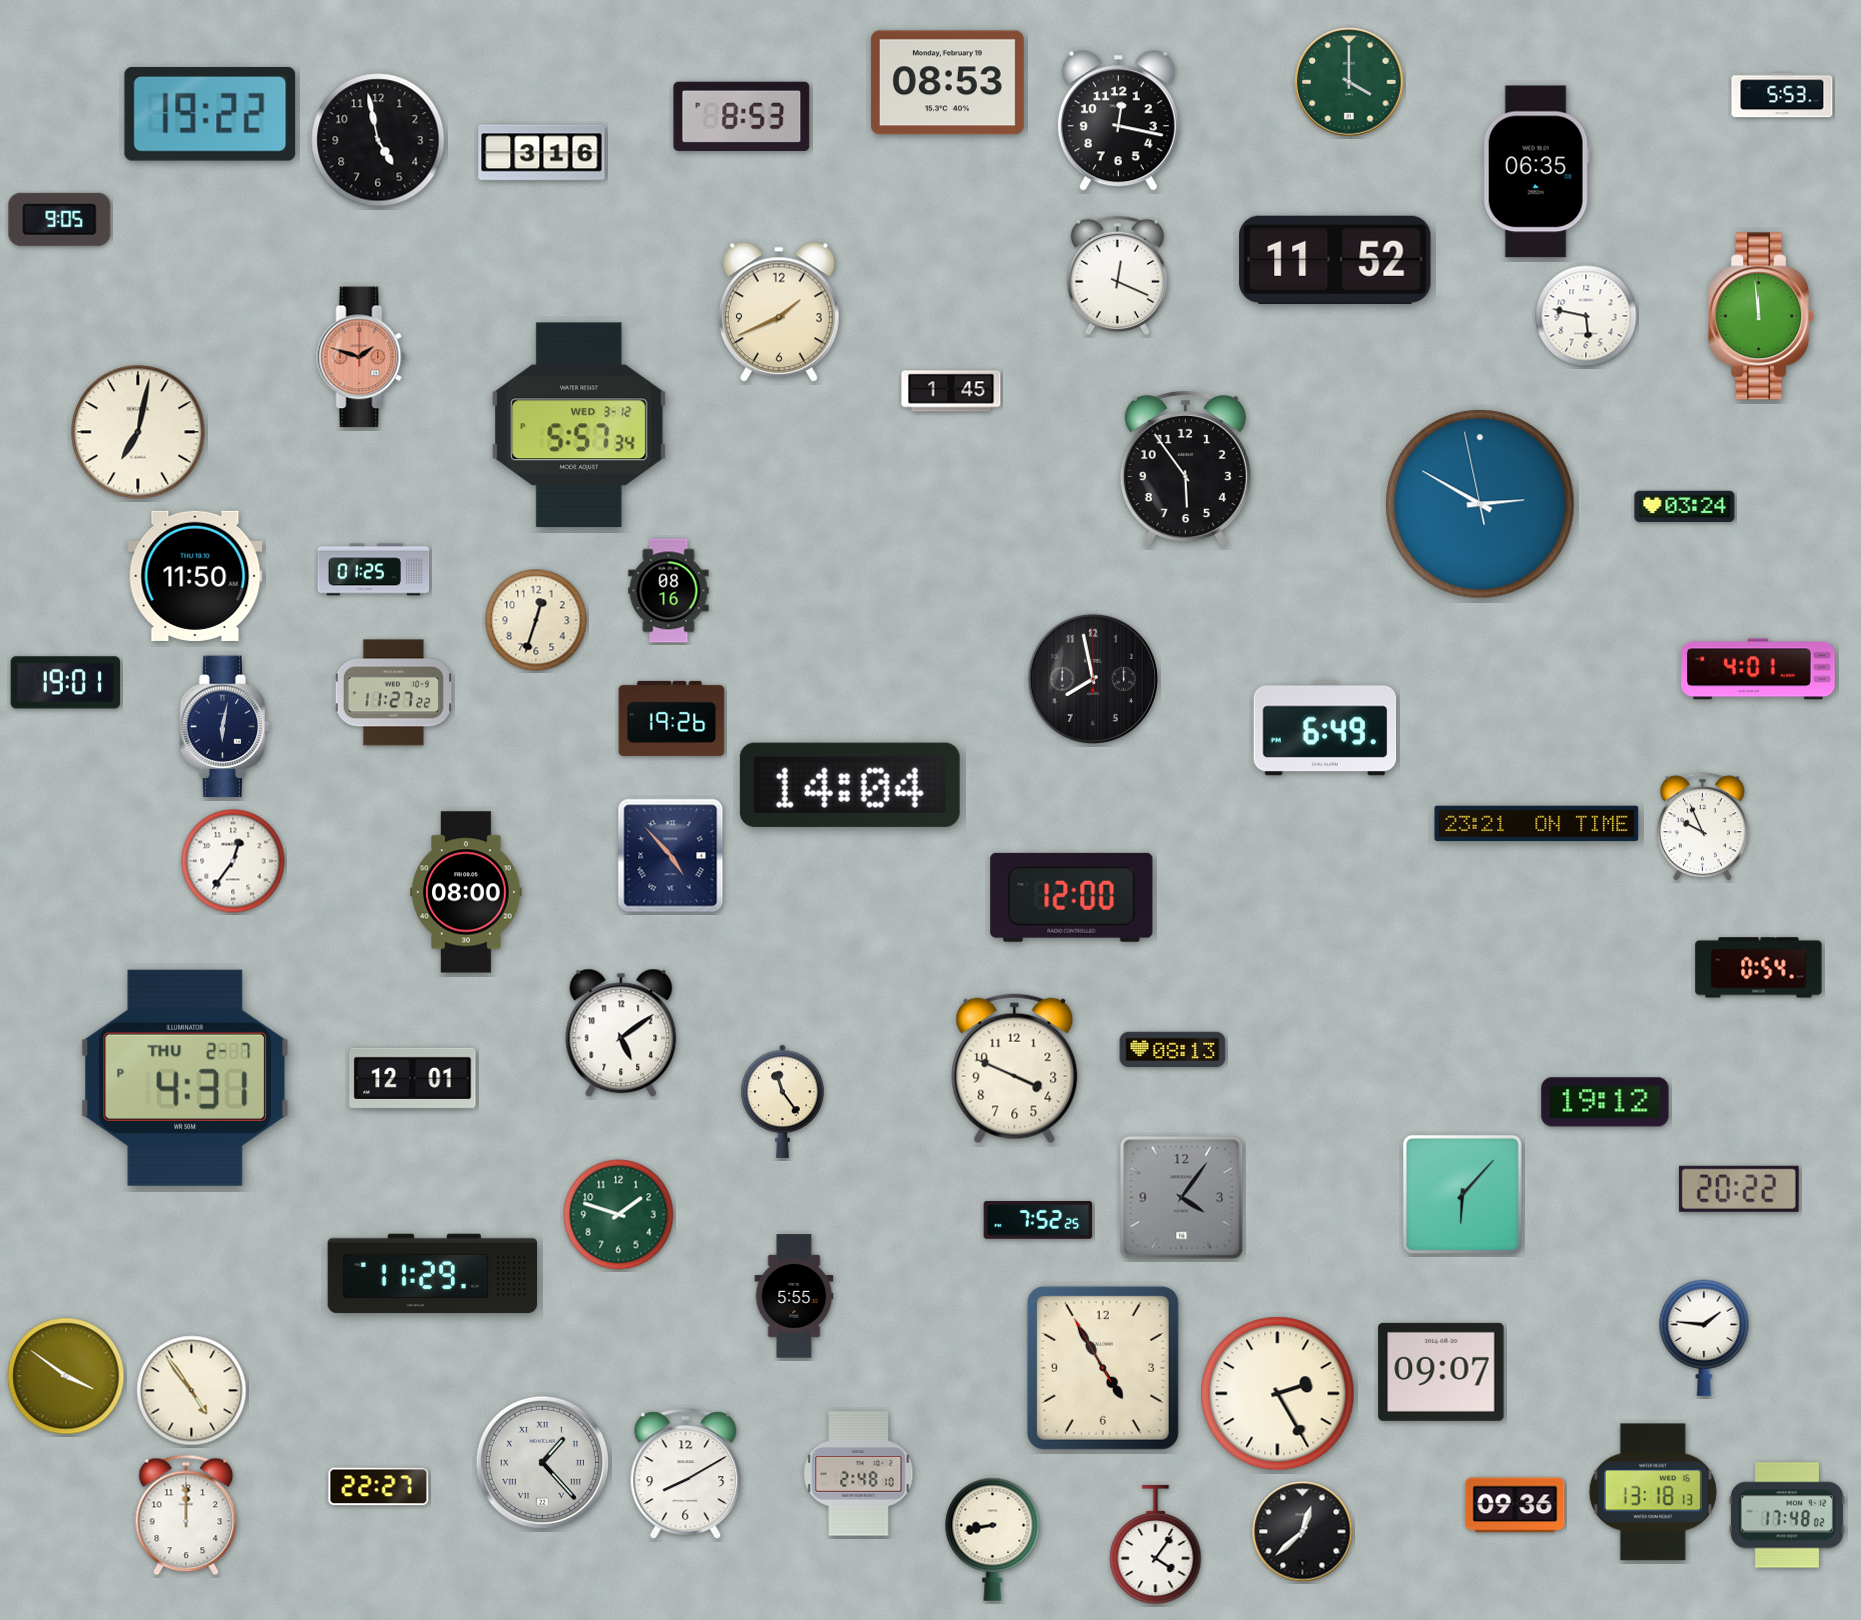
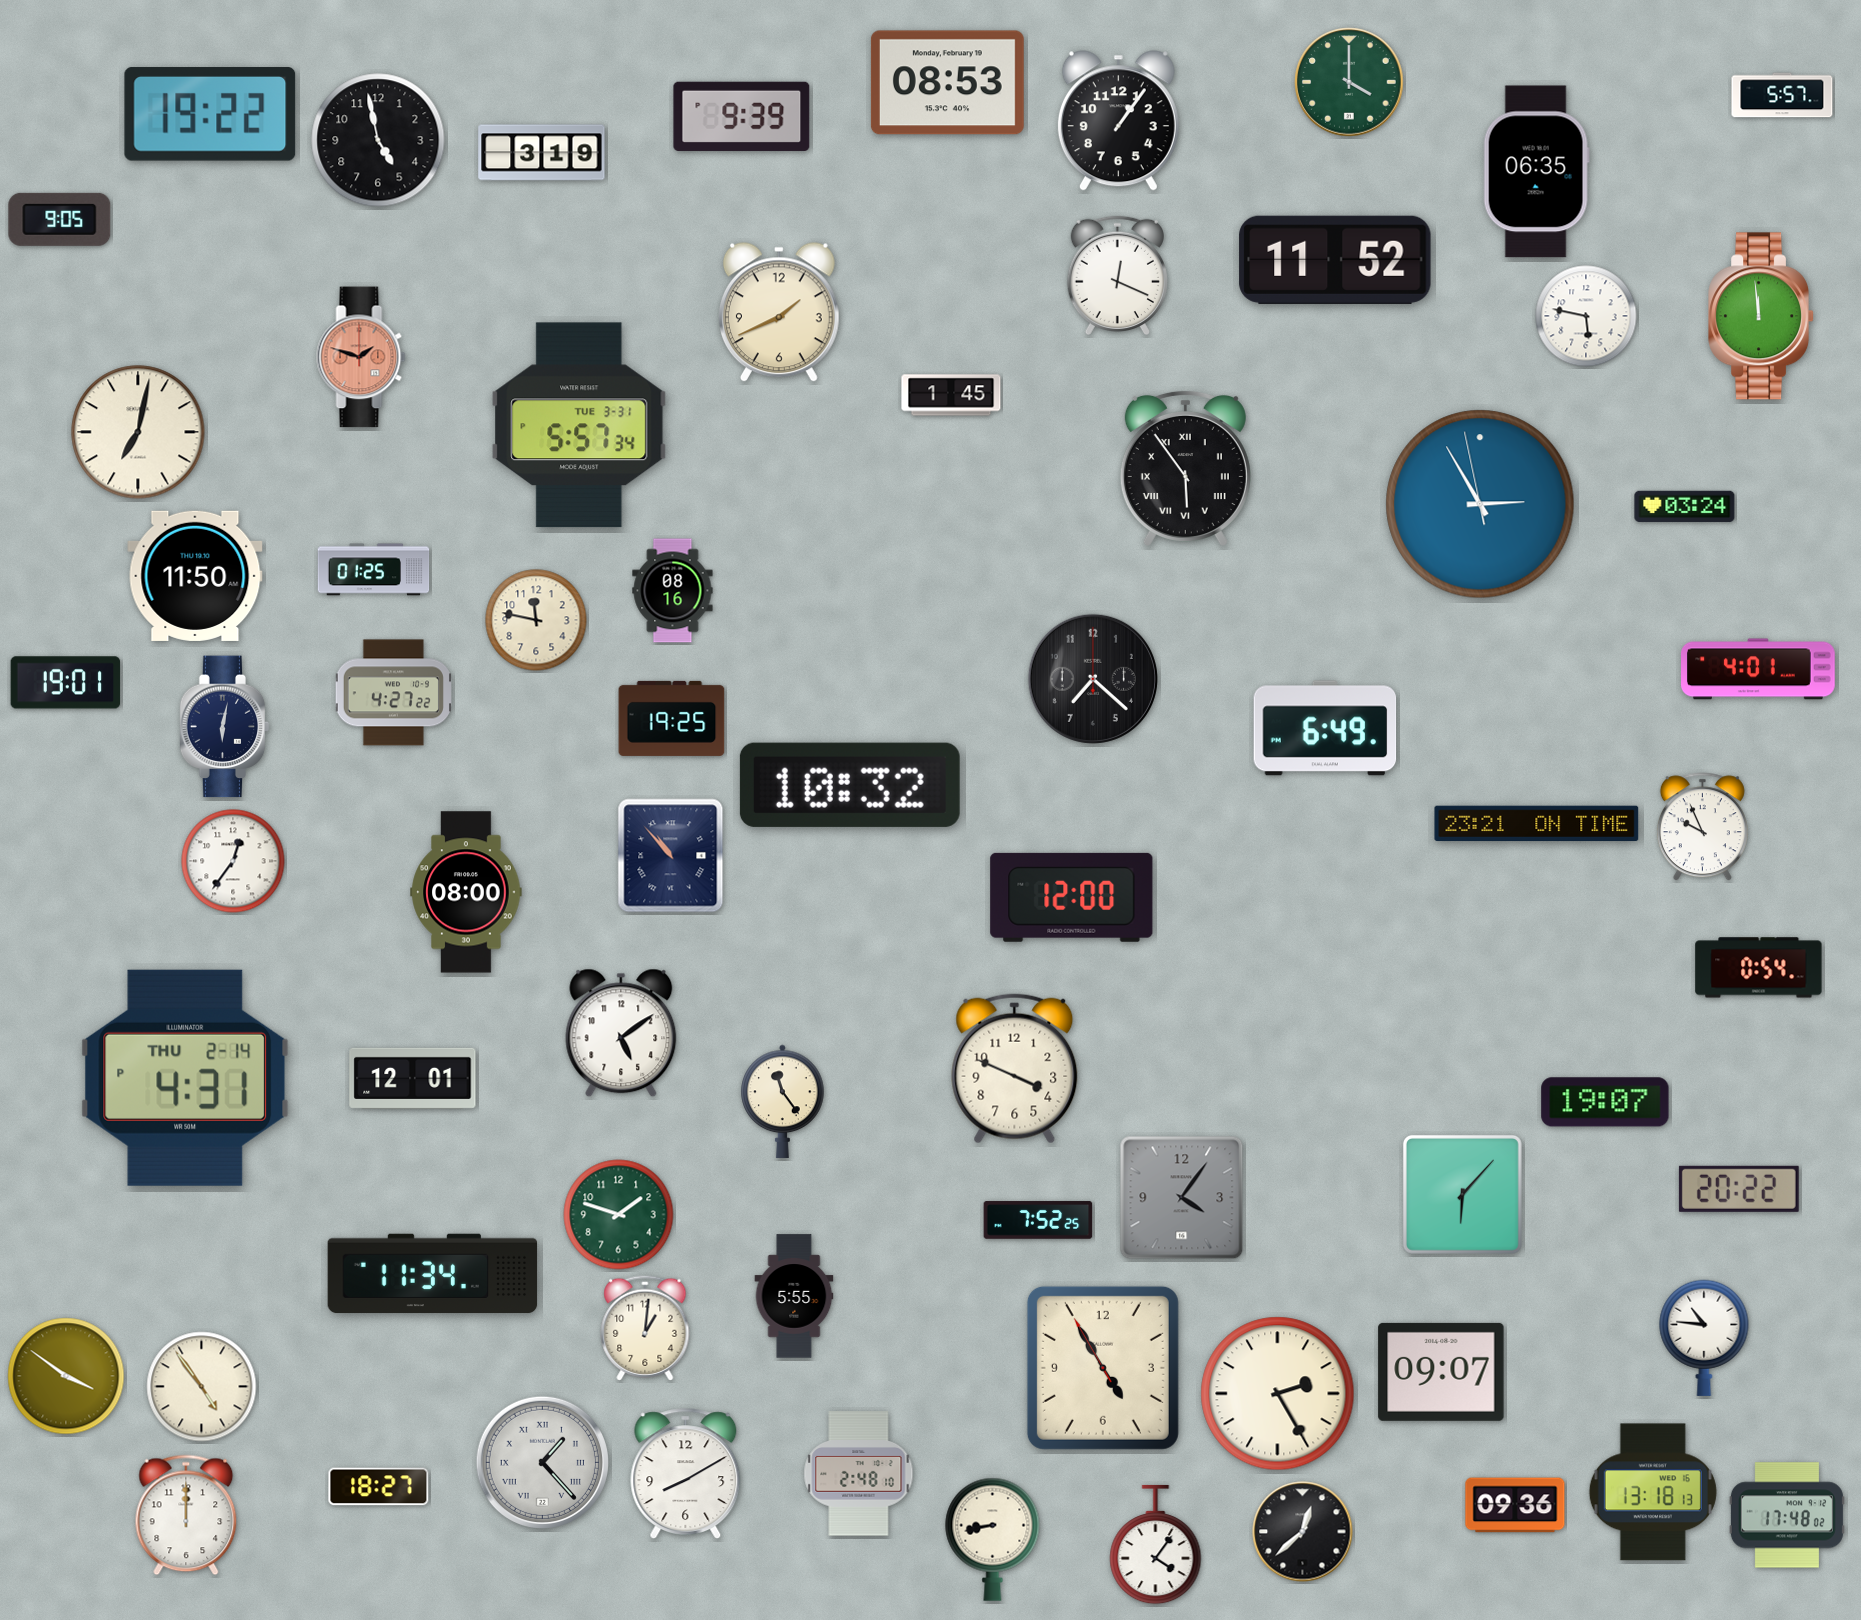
clock at (1782, 95): 5:53 -> 5:57
clock at (742, 116): 8:53 -> 9:39
clock at (1118, 121): 12:17 -> 1:06
clock at (542, 153): 3:16 -> 3:19
clock at (951, 391) position: (951, 391) -> (951, 395)
clock at (579, 425) date: WED 3-12 -> TUE 3-31
clock at (1185, 468) numerals: Arabic -> Roman
clock at (1480, 504): 2:49 -> 2:54
clock at (669, 591) position: (669, 591) -> (673, 591)
clock at (536, 620): 12:33 -> 11:47
clock at (1093, 679): 7:58 -> 7:22
clock at (393, 693): 11:27 -> 4:27
clock at (672, 718): 19:26 -> 19:25
clock at (850, 785): 14:04 -> 10:32
clock at (671, 856): 4:53 -> 10:53
clock at (1173, 1050): 08:13 -> none
clock at (185, 1078) date: THU 2-7 -> THU 2-14
clock at (1605, 1102): 19:12 -> 19:07
clock at (433, 1274): 11:29 -> 11:34
clock at (645, 1328): none -> 1:01
clock at (1704, 1338): 1:46 -> 10:46
clock at (192, 1391) position: (192, 1391) -> (202, 1387)
clock at (379, 1487): 22:27 -> 18:27
